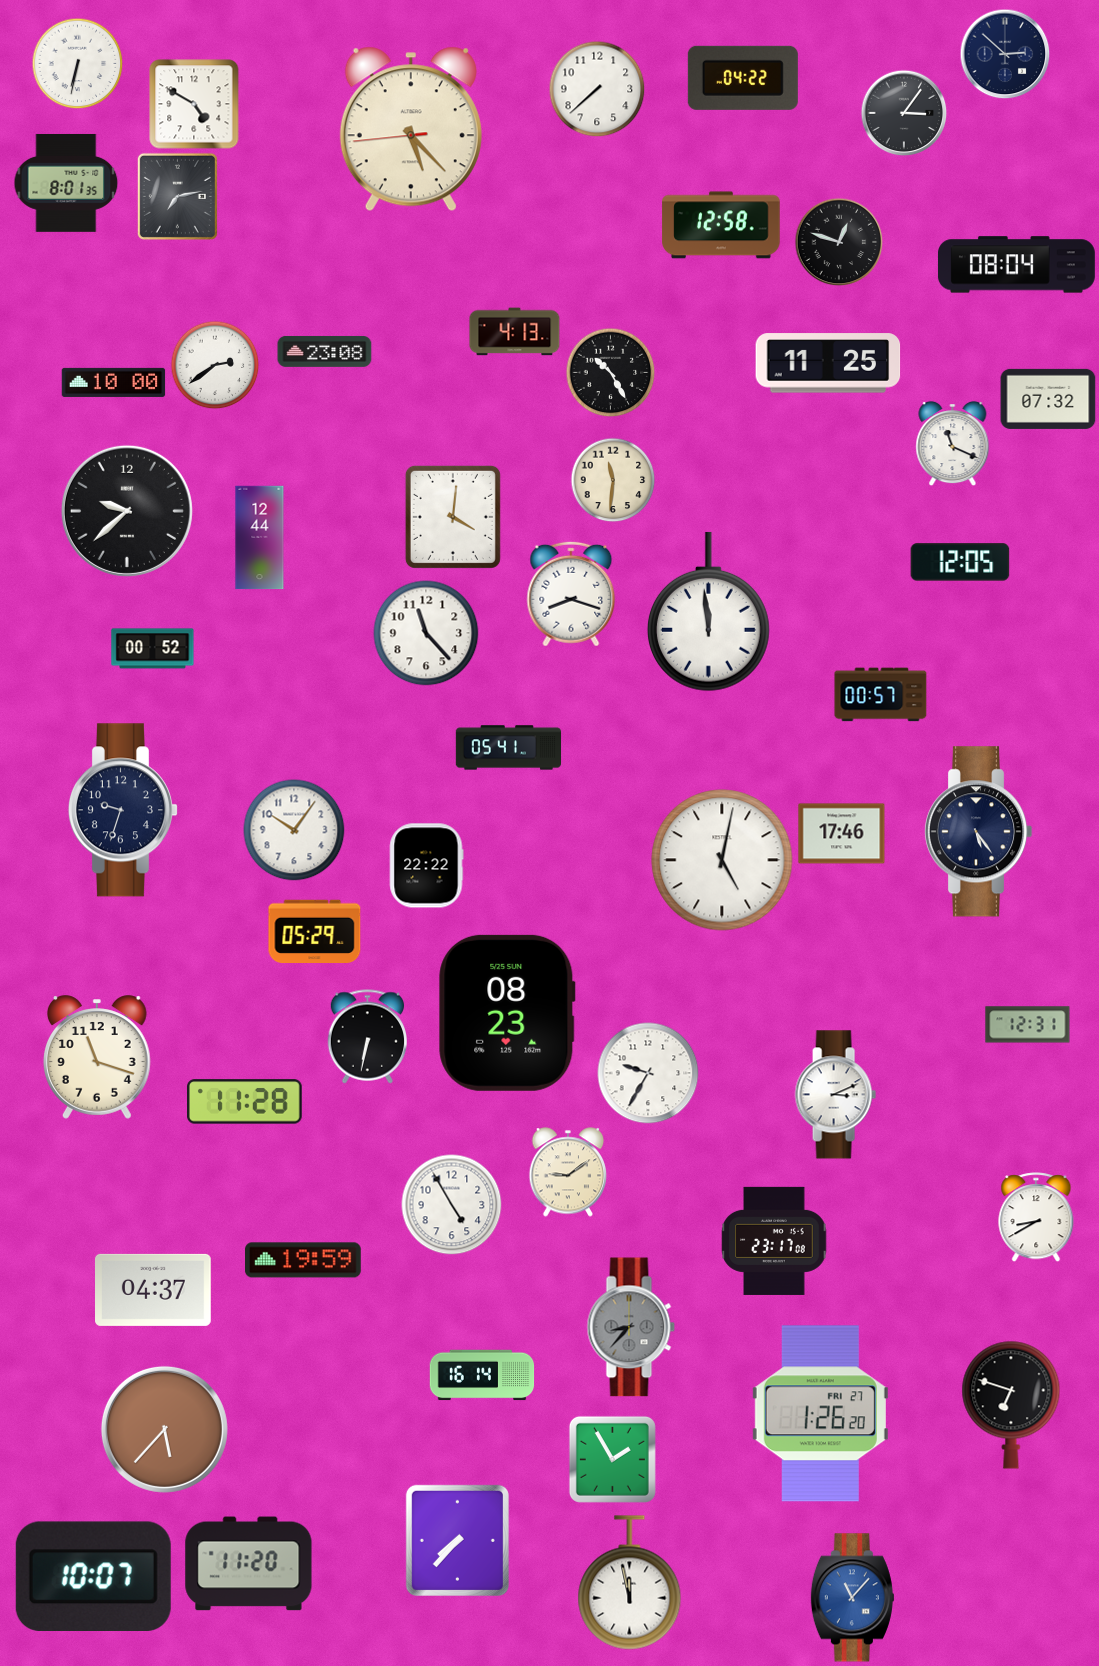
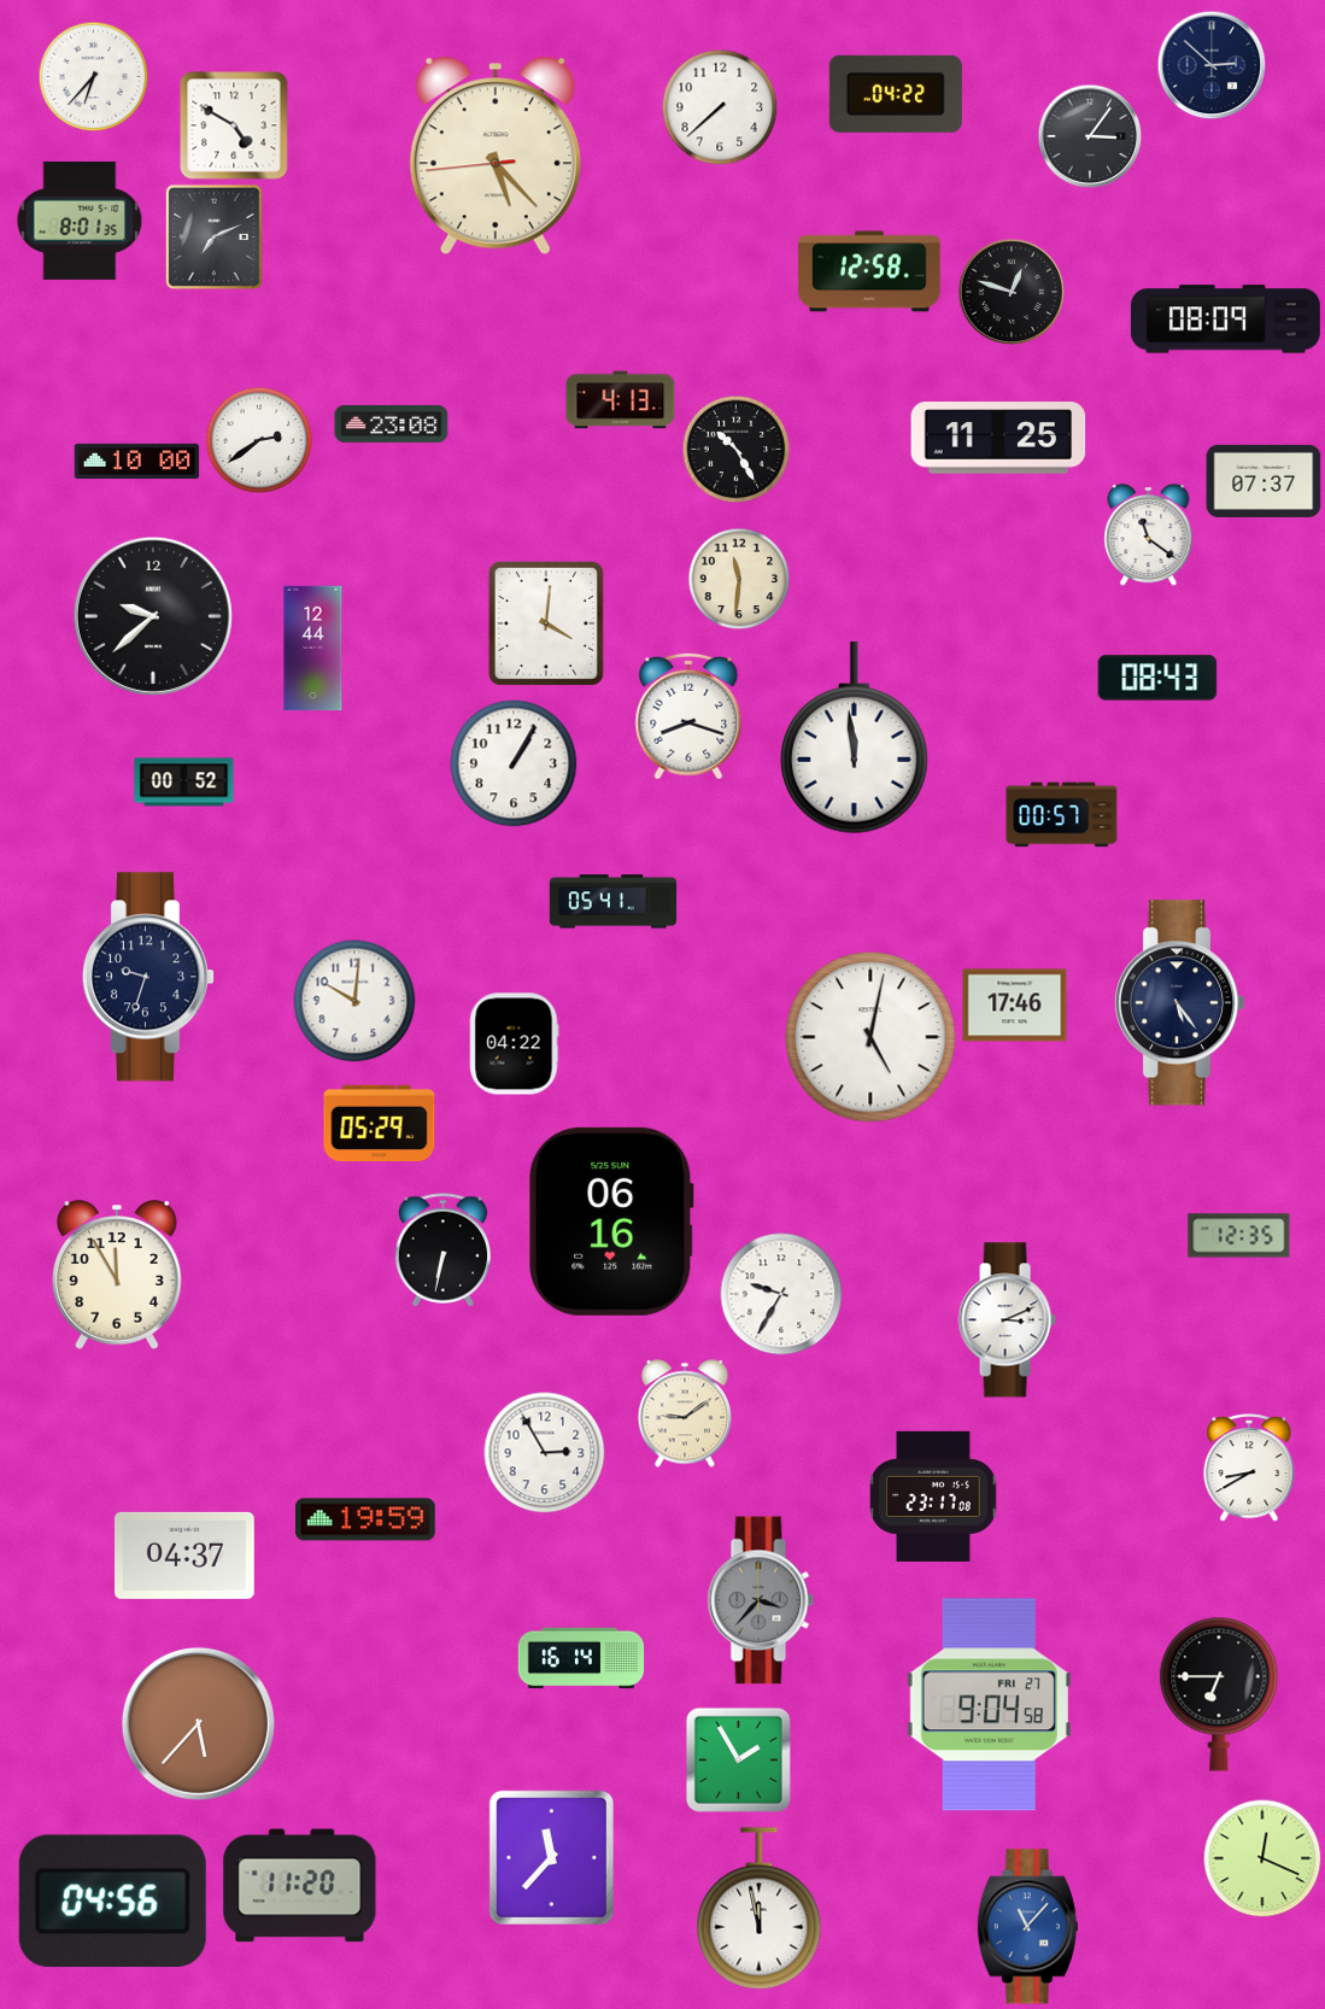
clock at (77, 63): 6:32 -> 6:37
clock at (177, 196): 7:13 -> 7:11
clock at (1016, 265): 08:04 -> 08:09
clock at (1048, 399): 07:32 -> 07:37
clock at (953, 443): 11:19 -> 11:21
clock at (960, 562): 12:05 -> 08:43
clock at (426, 633): 11:23 -> 1:05
clock at (881, 695) position: (881, 695) -> (1062, 815)
clock at (294, 830): 10:06 -> 10:01
clock at (426, 866): 22:22 -> 04:22
clock at (507, 1013): 08:23 -> 06:16
clock at (1028, 1025): 12:31 -> 12:35
clock at (98, 1057): 11:18 -> 11:55
clock at (245, 1102): 11:28 -> none
clock at (452, 1205): 4:55 -> 2:55
clock at (631, 1327): 8:37 -> 3:37
clock at (1011, 1405): 6:48 -> 6:45
clock at (820, 1414): 1:26 -> 9:04
clock at (457, 1540): 7:37 -> 11:37
clock at (1262, 1858): none -> 12:19
clock at (93, 1576): 10:07 -> 04:56
